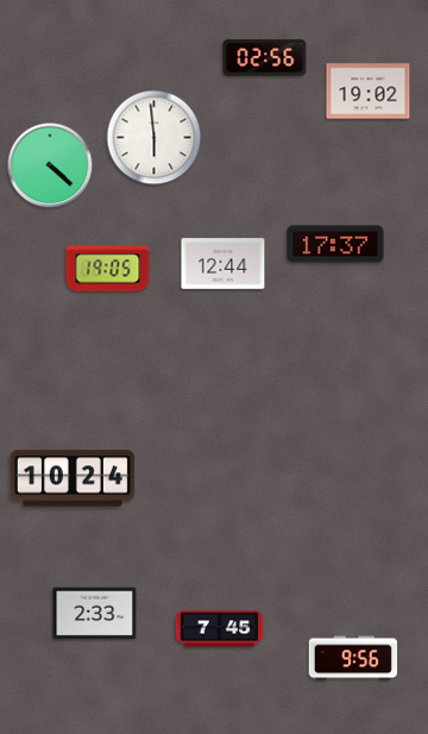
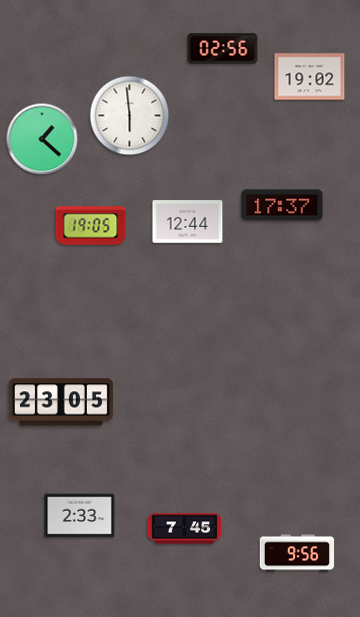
clock at (50, 165): 4:22 -> 1:22
clock at (73, 478): 10:24 -> 23:05
